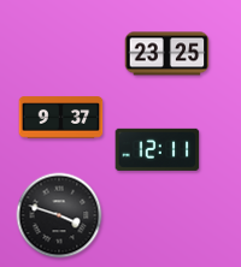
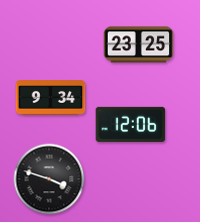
clock at (61, 118): 9:37 -> 9:34
clock at (158, 149): 12:11 -> 12:06
